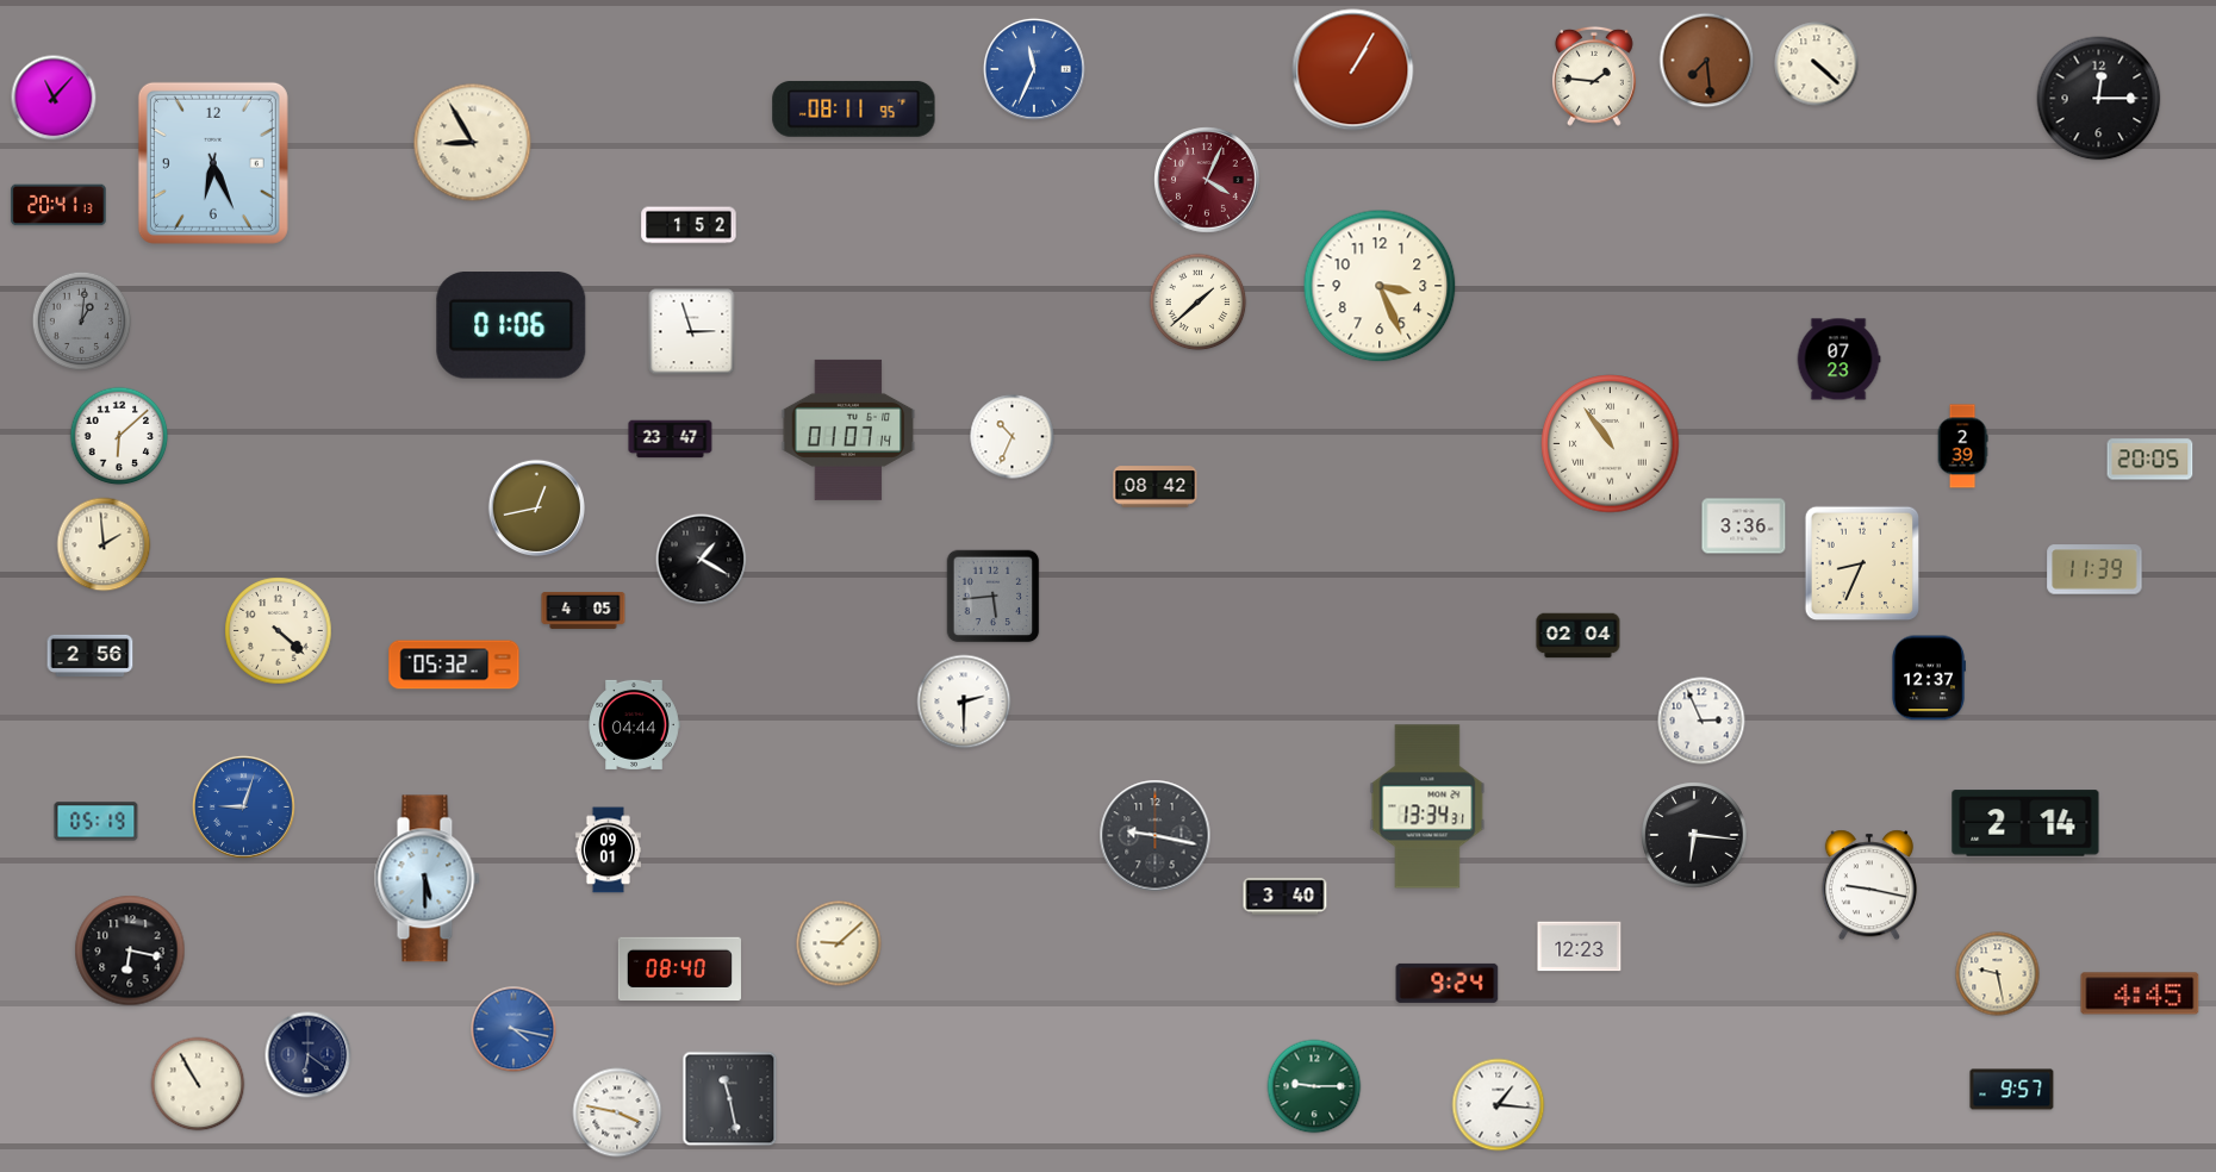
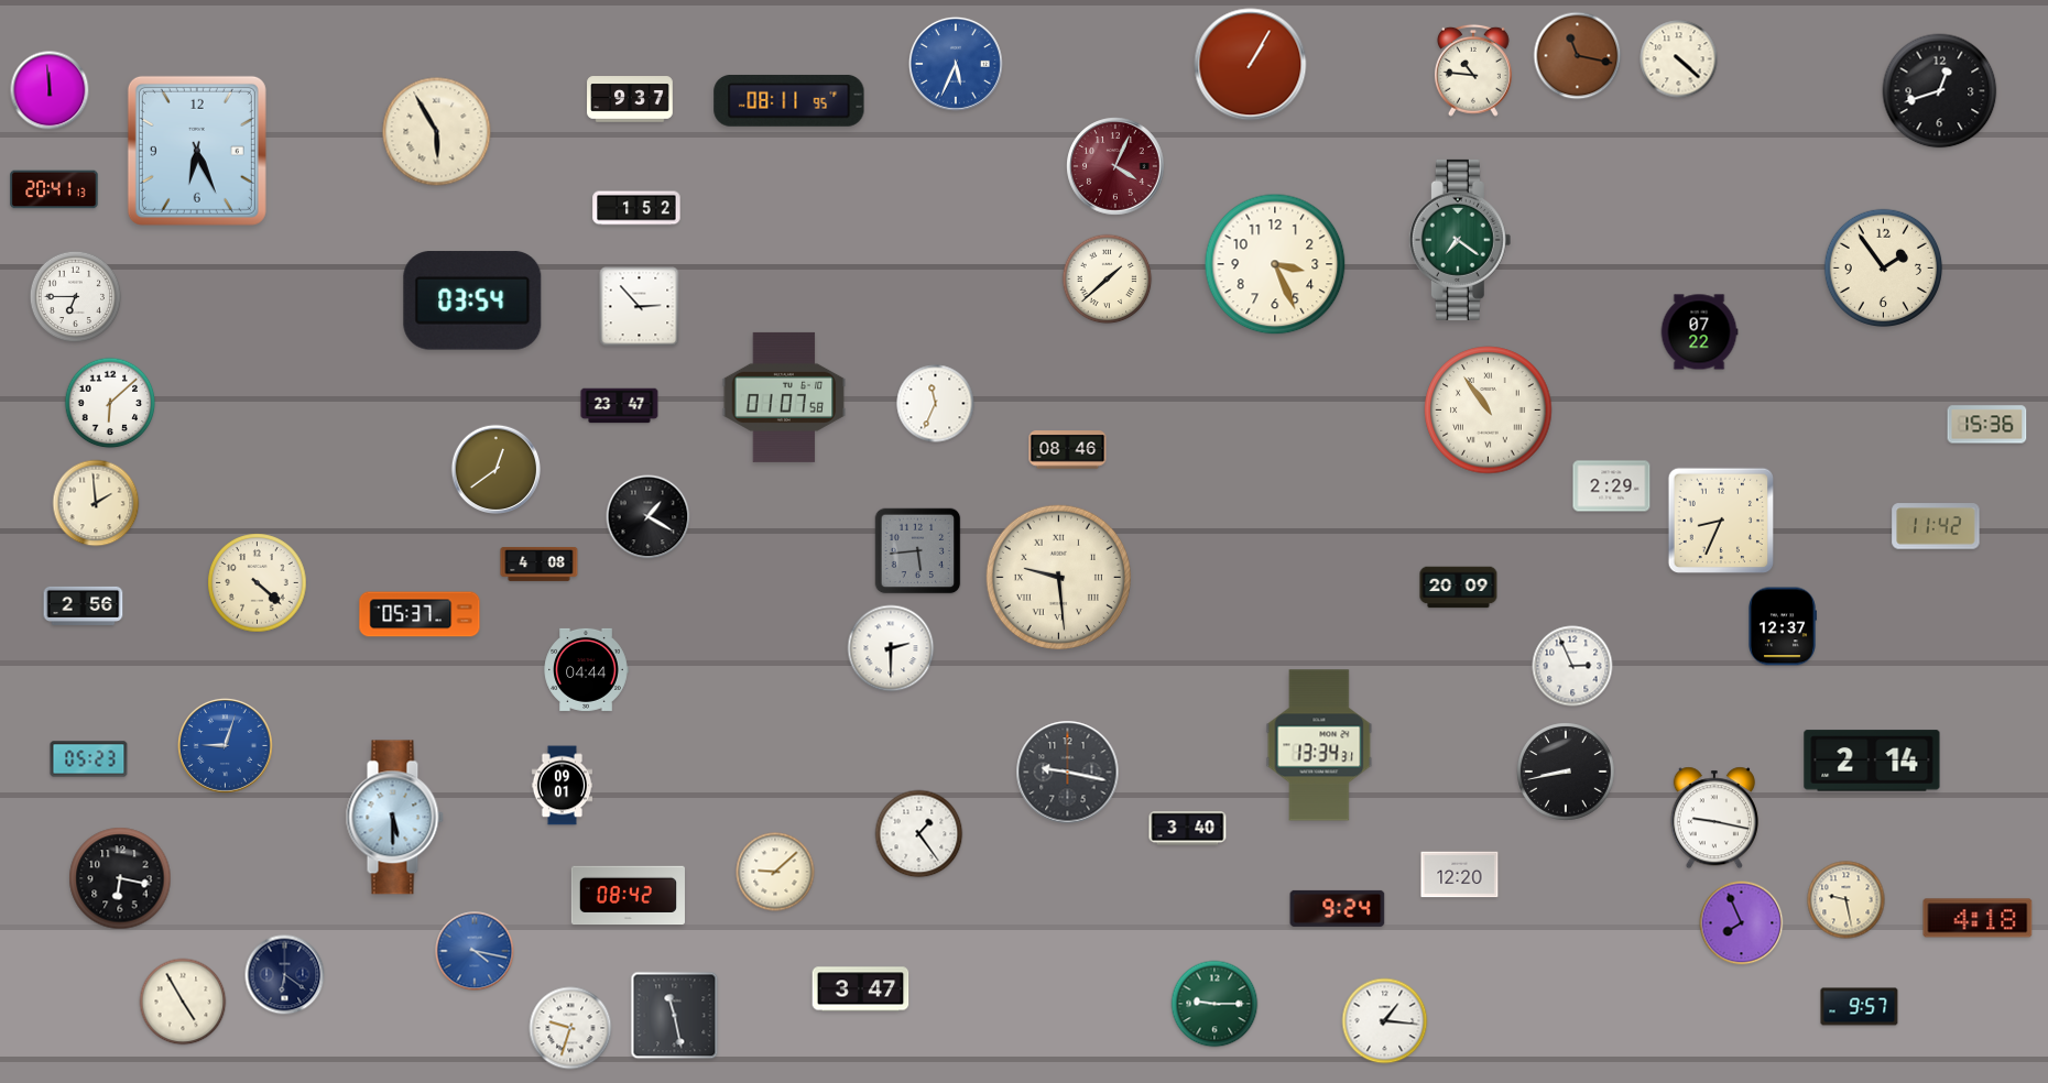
clock at (1707, 61): 7:29 -> 11:17
clock at (1034, 69): 11:34 -> 5:34
clock at (1594, 76): 1:46 -> 10:46
clock at (54, 98): 11:07 -> 11:59
clock at (2099, 99): 12:15 -> 12:42
clock at (630, 99): none -> 9:37
clock at (473, 143): 8:55 -> 5:55
clock at (1460, 240): none -> 7:21
clock at (1883, 267): none -> 1:54
clock at (82, 322): 1:01 -> 6:45
clock at (82, 322) dial: grey -> white
clock at (511, 325): 01:06 -> 03:54
clock at (692, 332): 2:57 -> 2:53
clock at (1838, 360): 07:23 -> 07:22
clock at (848, 430): 01:07:14 -> 01:07:58
clock at (1013, 437): 10:34 -> 11:34
clock at (1962, 447): 2:39 -> none
clock at (2150, 460): 20:05 -> 15:36
clock at (1156, 487): 08:42 -> 08:46
clock at (537, 509): 12:43 -> 12:39
clock at (1744, 526): 3:36 -> 2:29
clock at (2094, 569): 11:39 -> 11:42
clock at (584, 610): 4:05 -> 4:08
clock at (1058, 577): none -> 9:29
clock at (1579, 636): 02:04 -> 20:09
clock at (454, 665): 05:32 -> 05:37
clock at (97, 822): 05:19 -> 05:23
clock at (1694, 835): 6:16 -> 8:43
clock at (427, 879) position: (427, 879) -> (394, 818)
clock at (1869, 885) position: (1869, 885) -> (1714, 818)
clock at (919, 834): none -> 1:24
clock at (1580, 947): 12:23 -> 12:20
clock at (679, 970): 08:40 -> 08:42
clock at (2140, 993): 4:45 -> 4:18
clock at (1742, 923): none -> 7:56
clock at (861, 989): none -> 3:47
clock at (198, 1084): 10:55 -> 4:55
clock at (617, 1112): 3:47 -> 9:33
